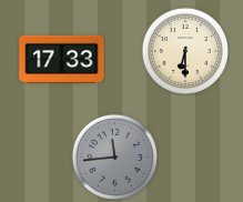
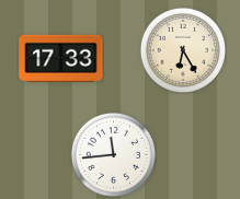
clock at (185, 51): 6:30 -> 6:25
clock at (114, 156) dial: grey -> white
